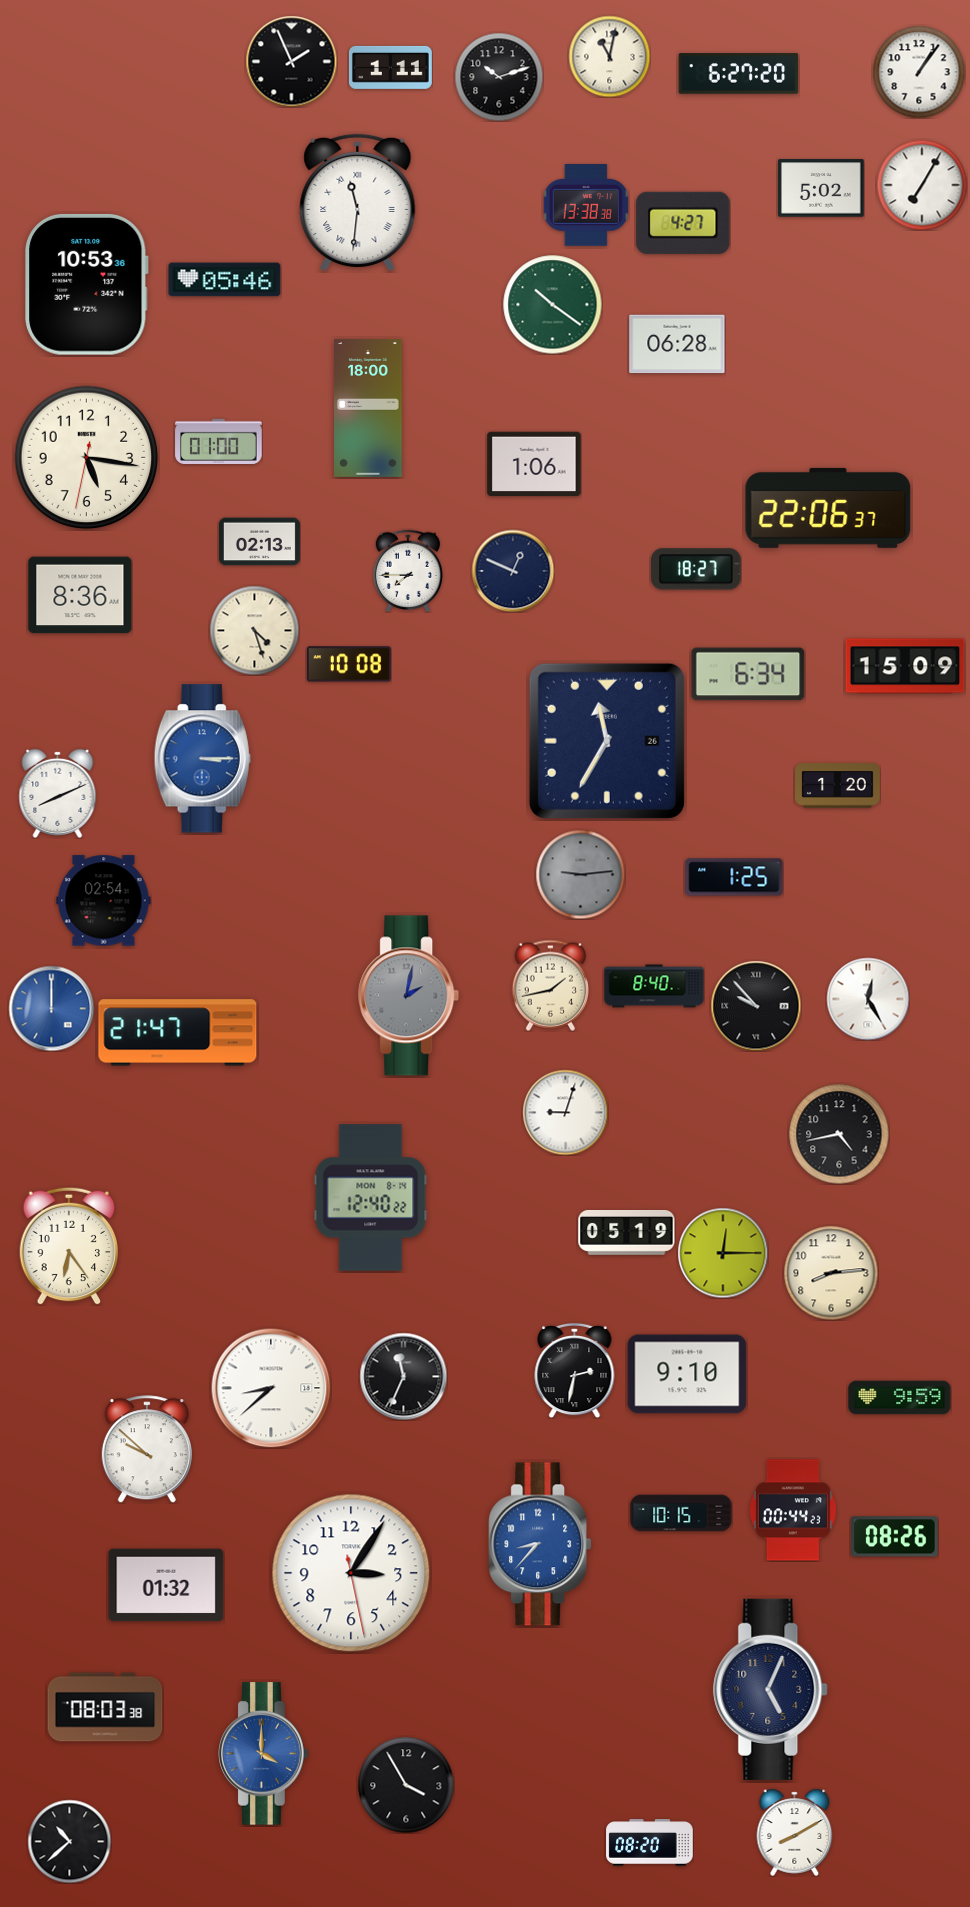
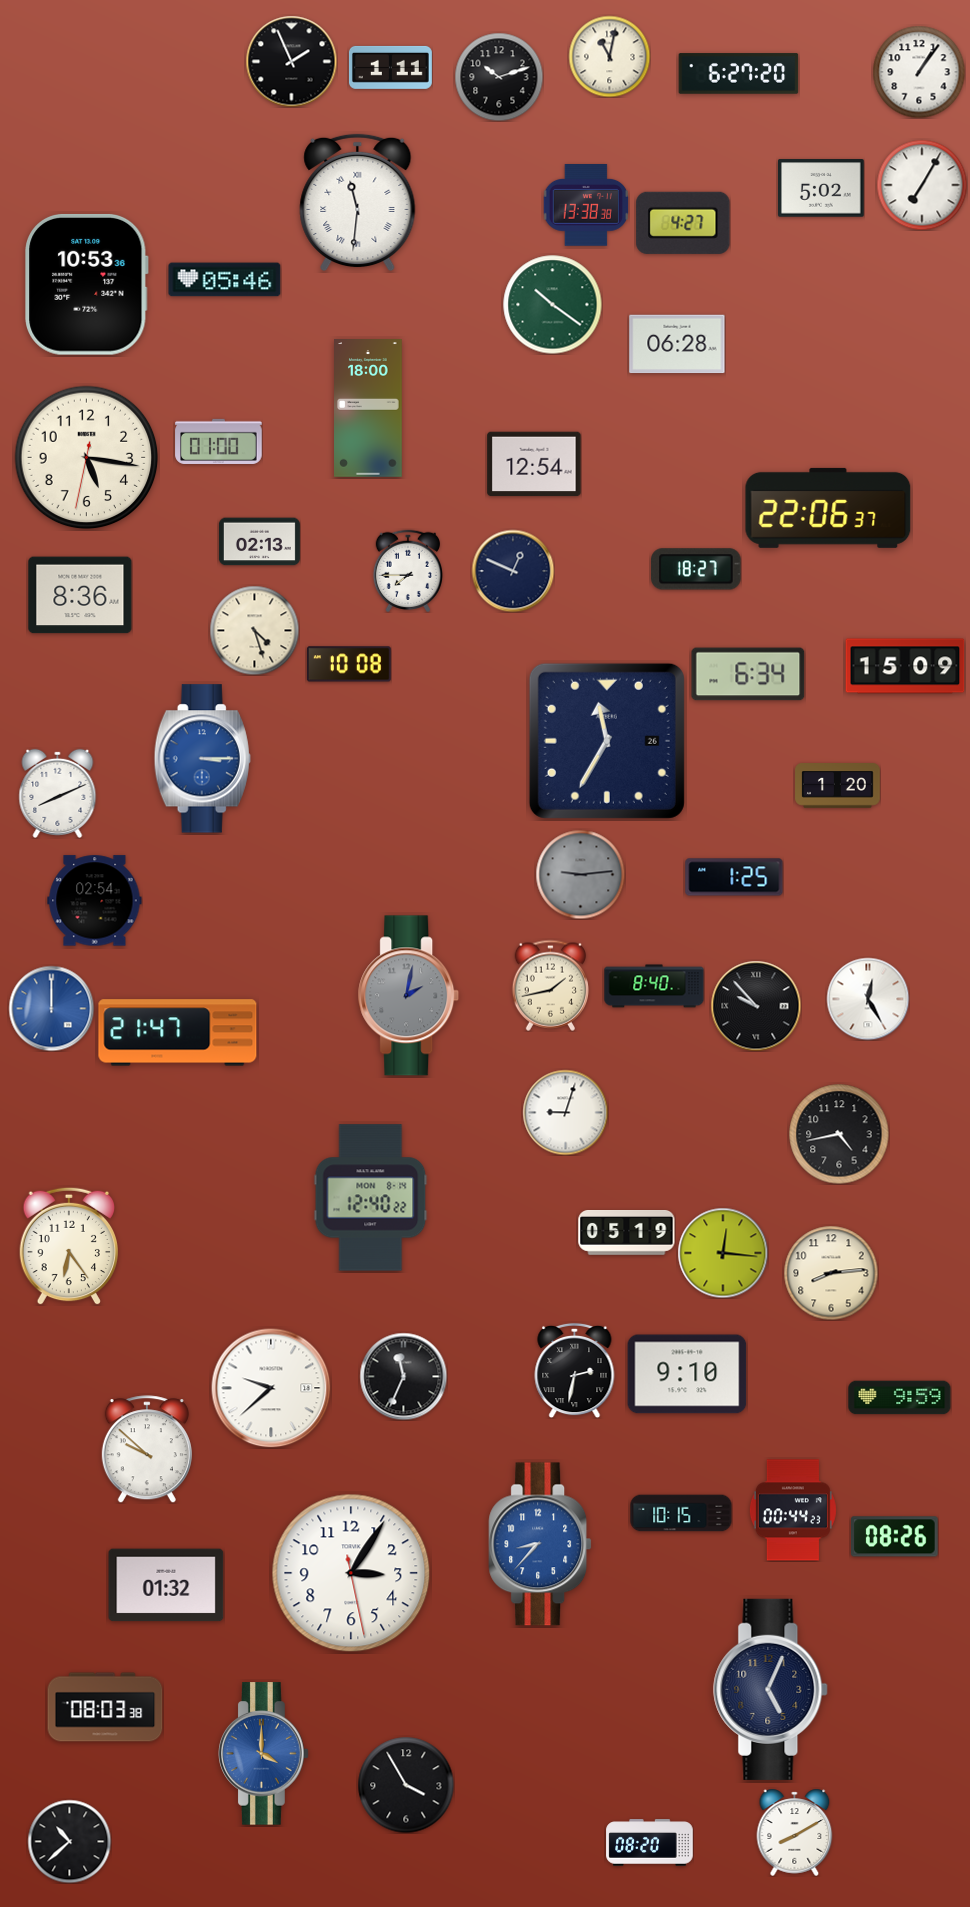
clock at (534, 464): 1:06 -> 12:54
clock at (104, 901) position: (104, 901) -> (95, 901)
clock at (723, 1253): 12:15 -> 12:16
clock at (271, 1388): 8:38 -> 9:38
